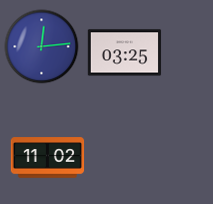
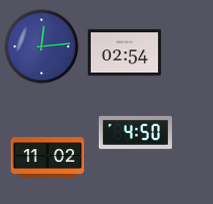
clock at (125, 53): 03:25 -> 02:54
clock at (136, 132): none -> 4:50
